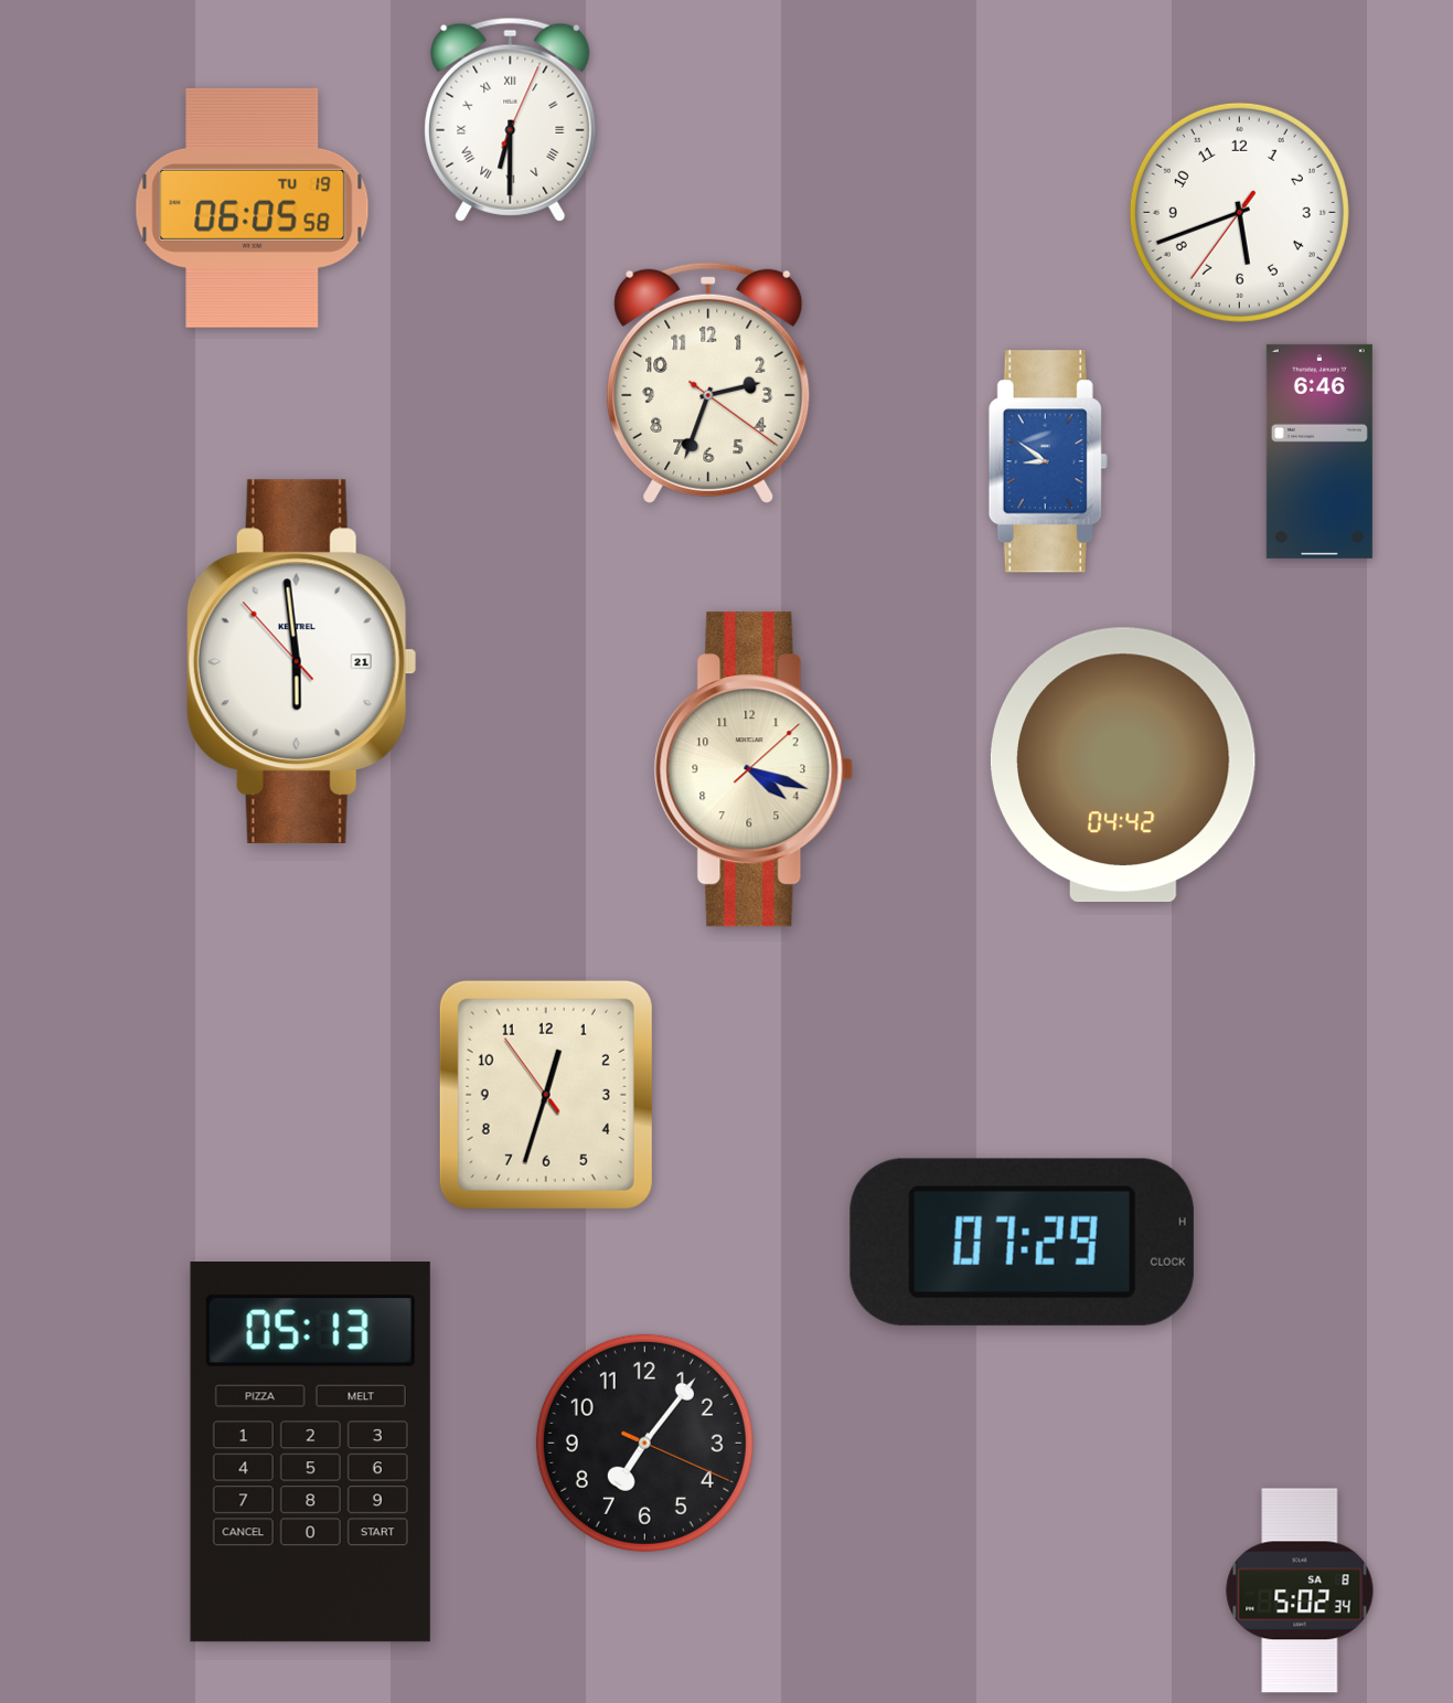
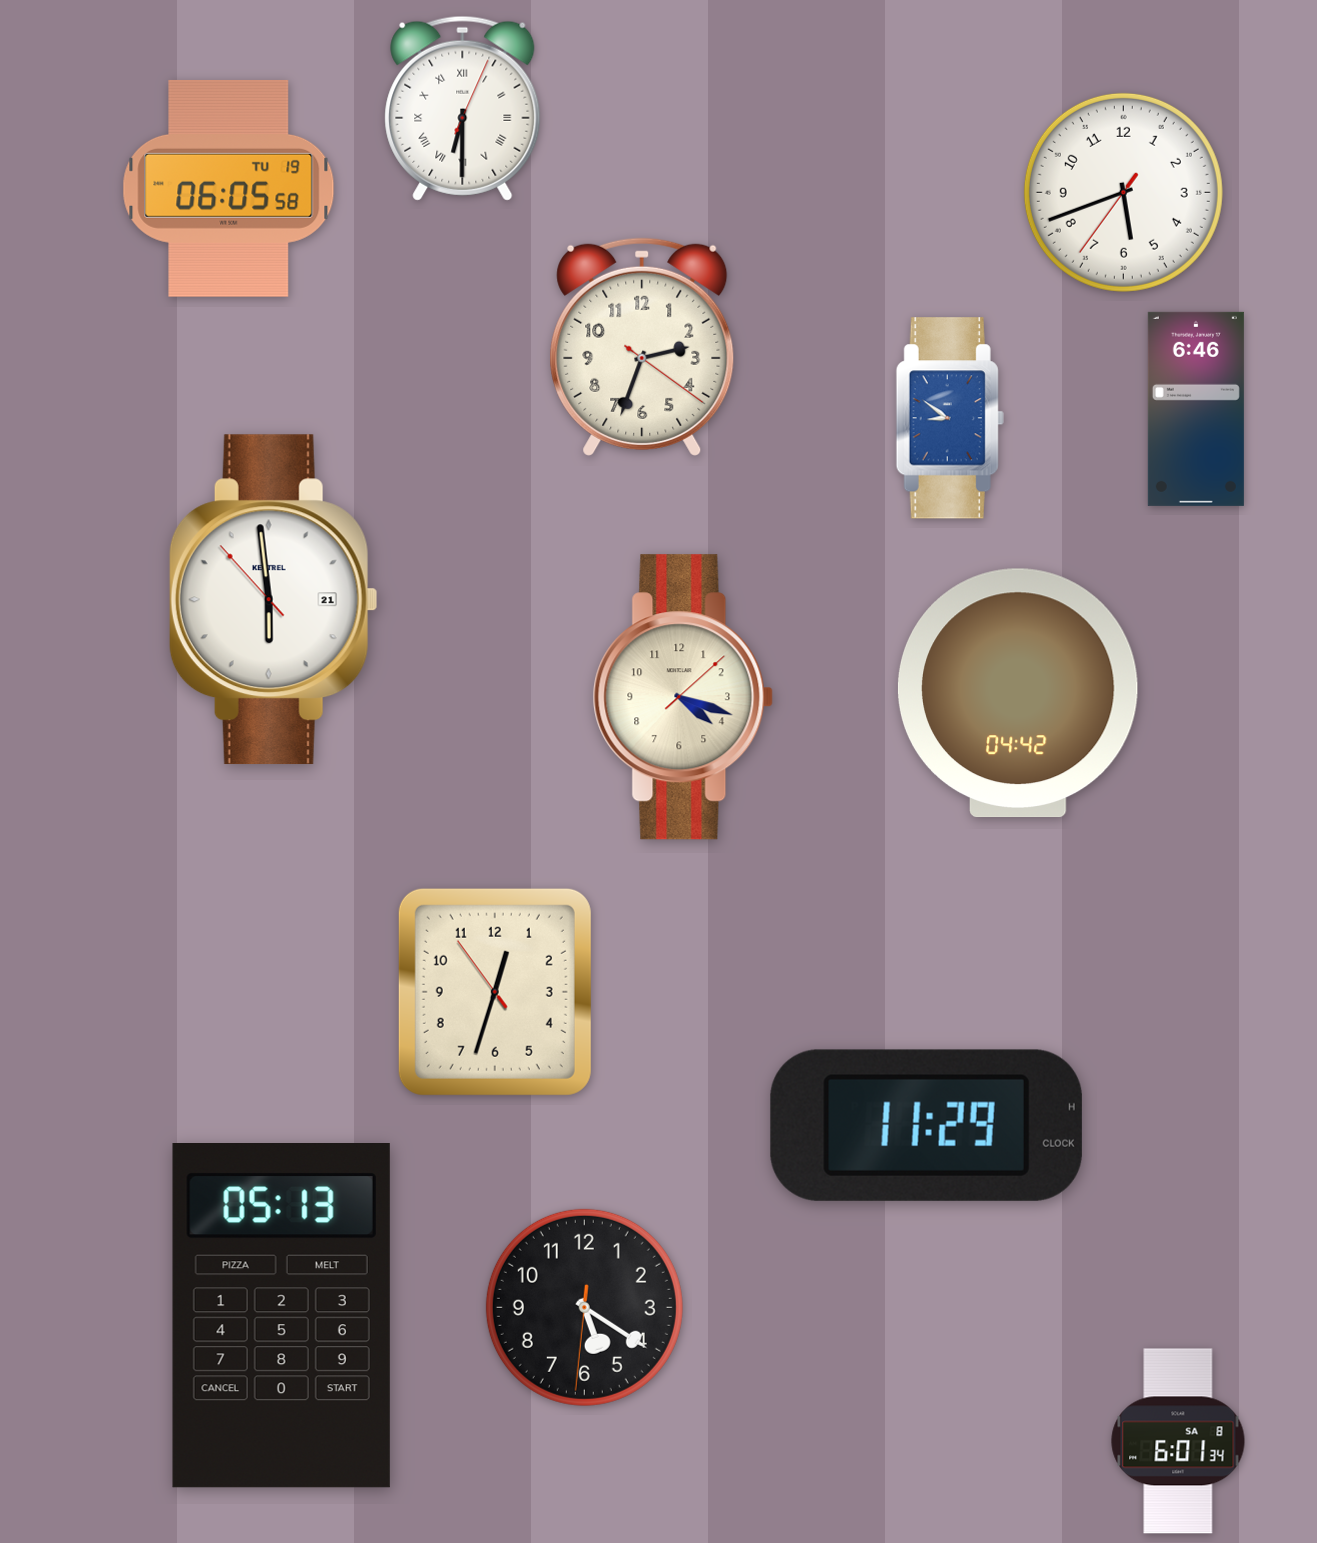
clock at (1022, 1242): 07:29 -> 11:29
clock at (644, 1443): 7:06 -> 5:20
clock at (1300, 1590): 5:02 -> 6:01
